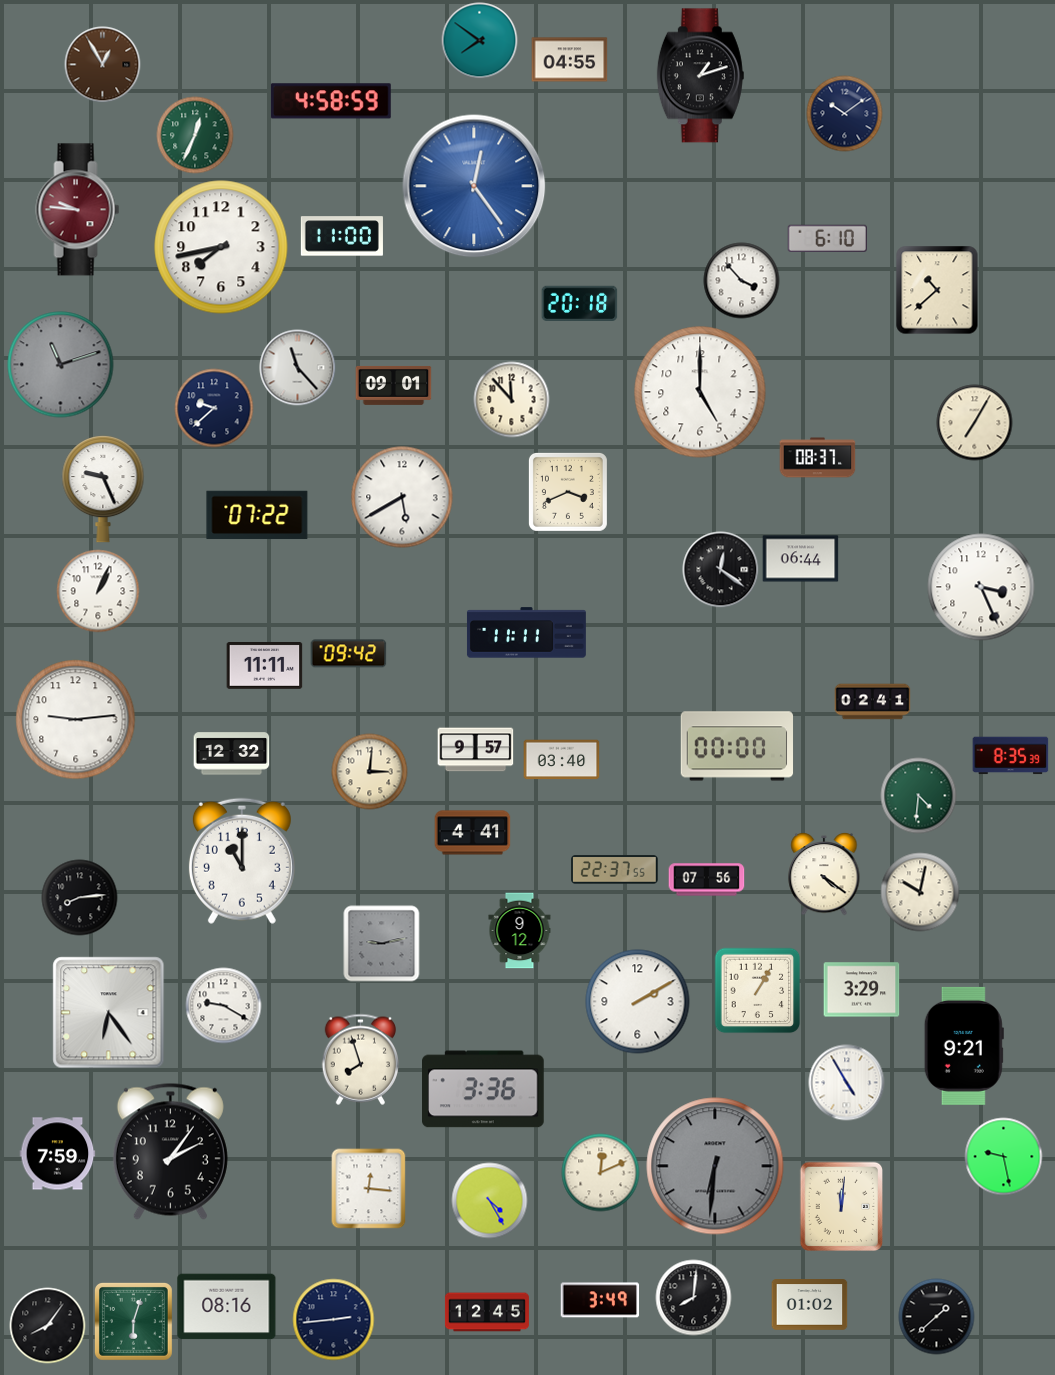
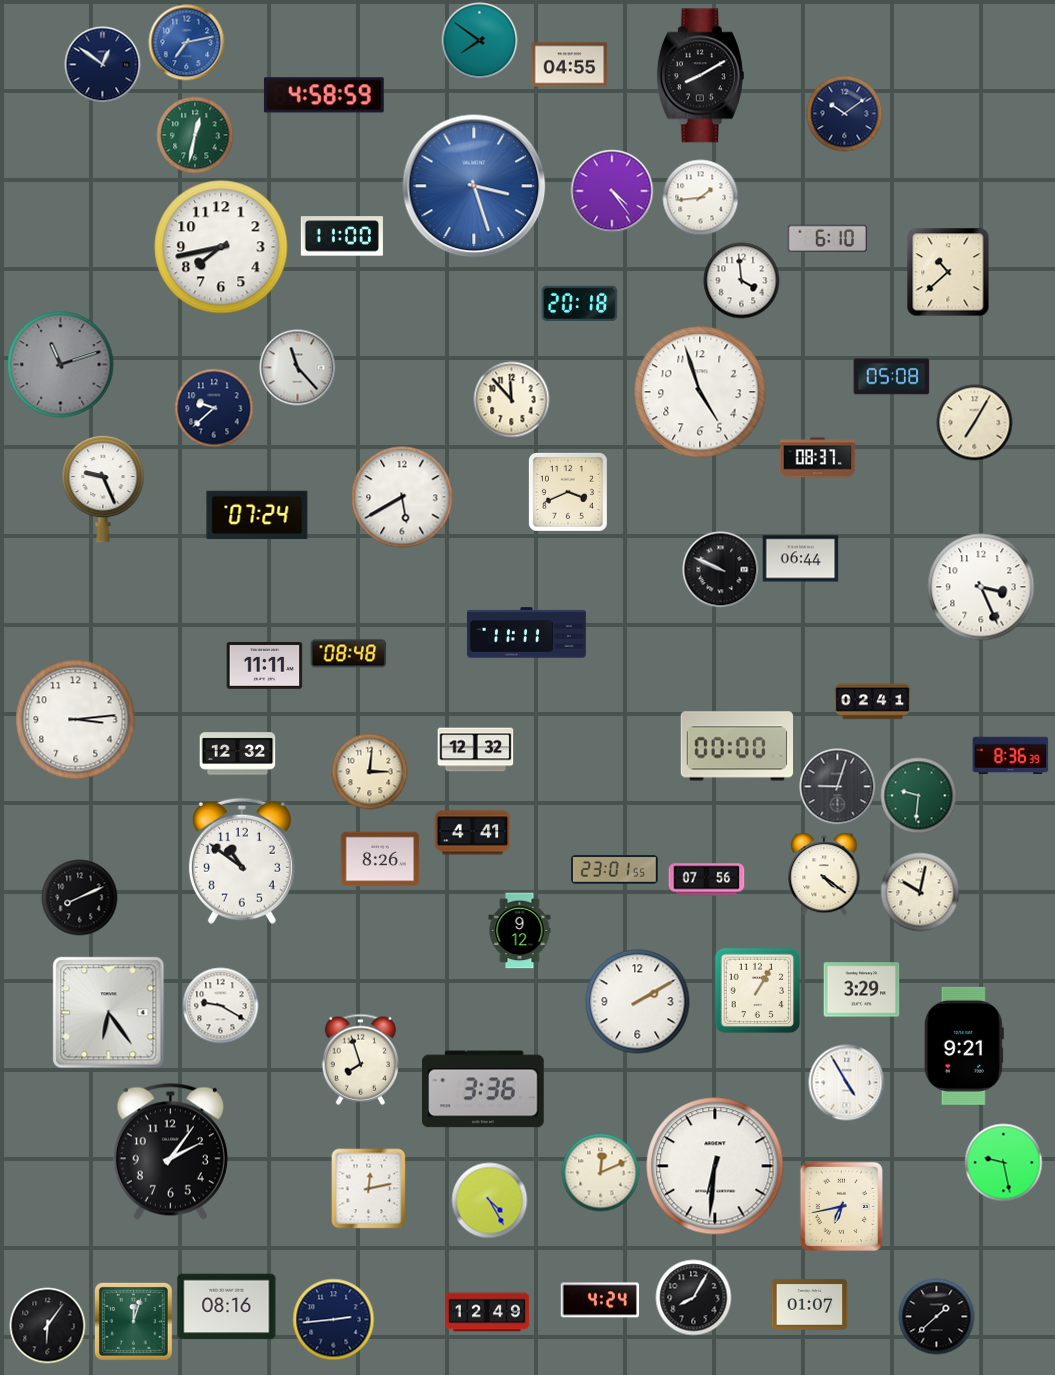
clock at (187, 43): none -> 7:13
clock at (570, 60) position: (570, 60) -> (570, 65)
clock at (103, 65): 12:55 -> 12:51
clock at (103, 65) dial: brown -> navy
clock at (700, 76): 1:12 -> 8:10
clock at (331, 101) position: (331, 101) -> (324, 95)
clock at (195, 135): 12:34 -> 12:32
clock at (474, 186): 12:24 -> 3:27
clock at (612, 191): none -> 4:24
clock at (701, 198): none -> 1:44
clock at (78, 210): 9:46 -> none
clock at (742, 281): 3:53 -> 3:59
clock at (937, 290) position: (937, 290) -> (948, 272)
clock at (892, 377): none -> 05:08
clock at (394, 385): 09:01 -> none
clock at (700, 392): 5:00 -> 4:57
clock at (257, 515): 07:22 -> 07:24
clock at (721, 570): 12:21 -> 9:49
clock at (98, 591): 1:04 -> none
clock at (349, 654): 09:42 -> 08:48
clock at (76, 720): 9:14 -> 3:14
clock at (476, 750): 9:57 -> 12:32
clock at (232, 754) position: (232, 754) -> (238, 754)
clock at (1011, 756): 8:35 -> 8:36
clock at (562, 760): 03:40 -> none
clock at (838, 787): none -> 9:03
clock at (919, 796): 4:31 -> 9:31
clock at (380, 859): none -> 8:26
clock at (242, 861): 11:00 -> 10:51
clock at (615, 870): 22:37 -> 23:01
clock at (80, 898): 8:14 -> 8:11
clock at (382, 944): 9:13 -> none
clock at (224, 1006) position: (224, 1006) -> (221, 1006)
clock at (58, 1154): 7:59 -> none
clock at (1004, 1157) position: (1004, 1157) -> (1004, 1163)
clock at (715, 1166) dial: grey -> white
clock at (369, 1189): 12:16 -> 12:13
clock at (841, 1206): 12:01 -> 6:43
clock at (694, 1298): 8:01 -> 8:05
clock at (600, 1300): 3:49 -> 4:24
clock at (810, 1305): 01:02 -> 01:07
clock at (487, 1312): 12:45 -> 12:49
clock at (133, 1321): 6:03 -> 12:03
clock at (48, 1326): 8:06 -> 6:06
